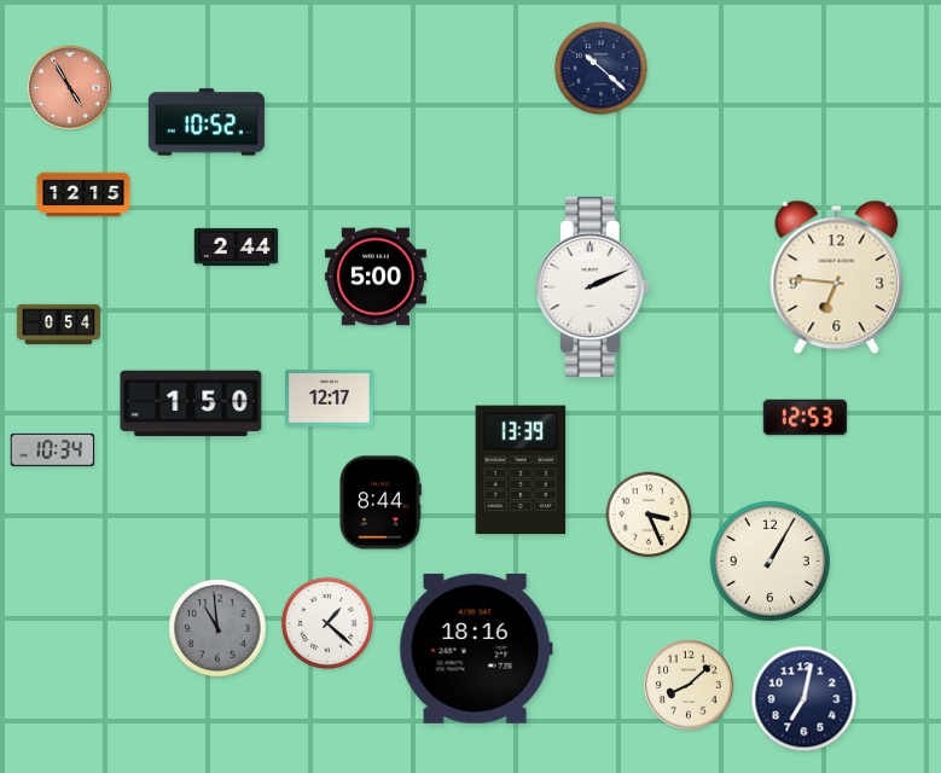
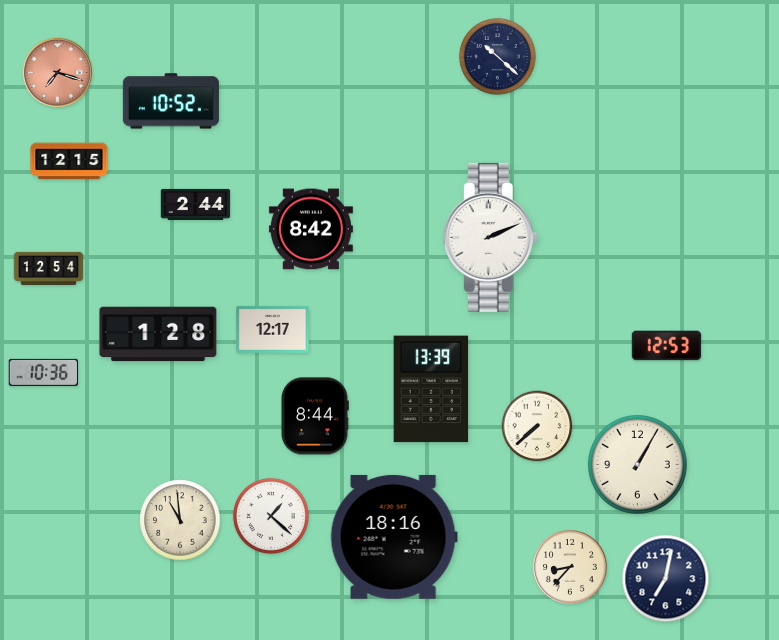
clock at (69, 87): 4:55 -> 7:18
clock at (376, 277): 5:00 -> 8:42
clock at (837, 278): 6:46 -> none
clock at (59, 324): 0:54 -> 12:54
clock at (191, 403): 1:50 -> 1:28
clock at (52, 449): 10:34 -> 10:36
clock at (649, 515): 3:26 -> 7:38
clock at (217, 628) dial: grey -> cream
clock at (690, 686): 8:08 -> 8:37
